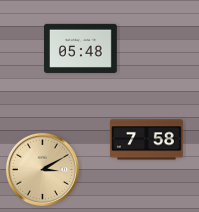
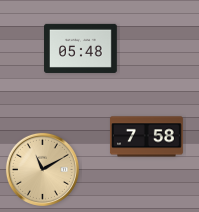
clock at (147, 140) position: (147, 140) -> (147, 137)
clock at (42, 169): 3:10 -> 11:10
